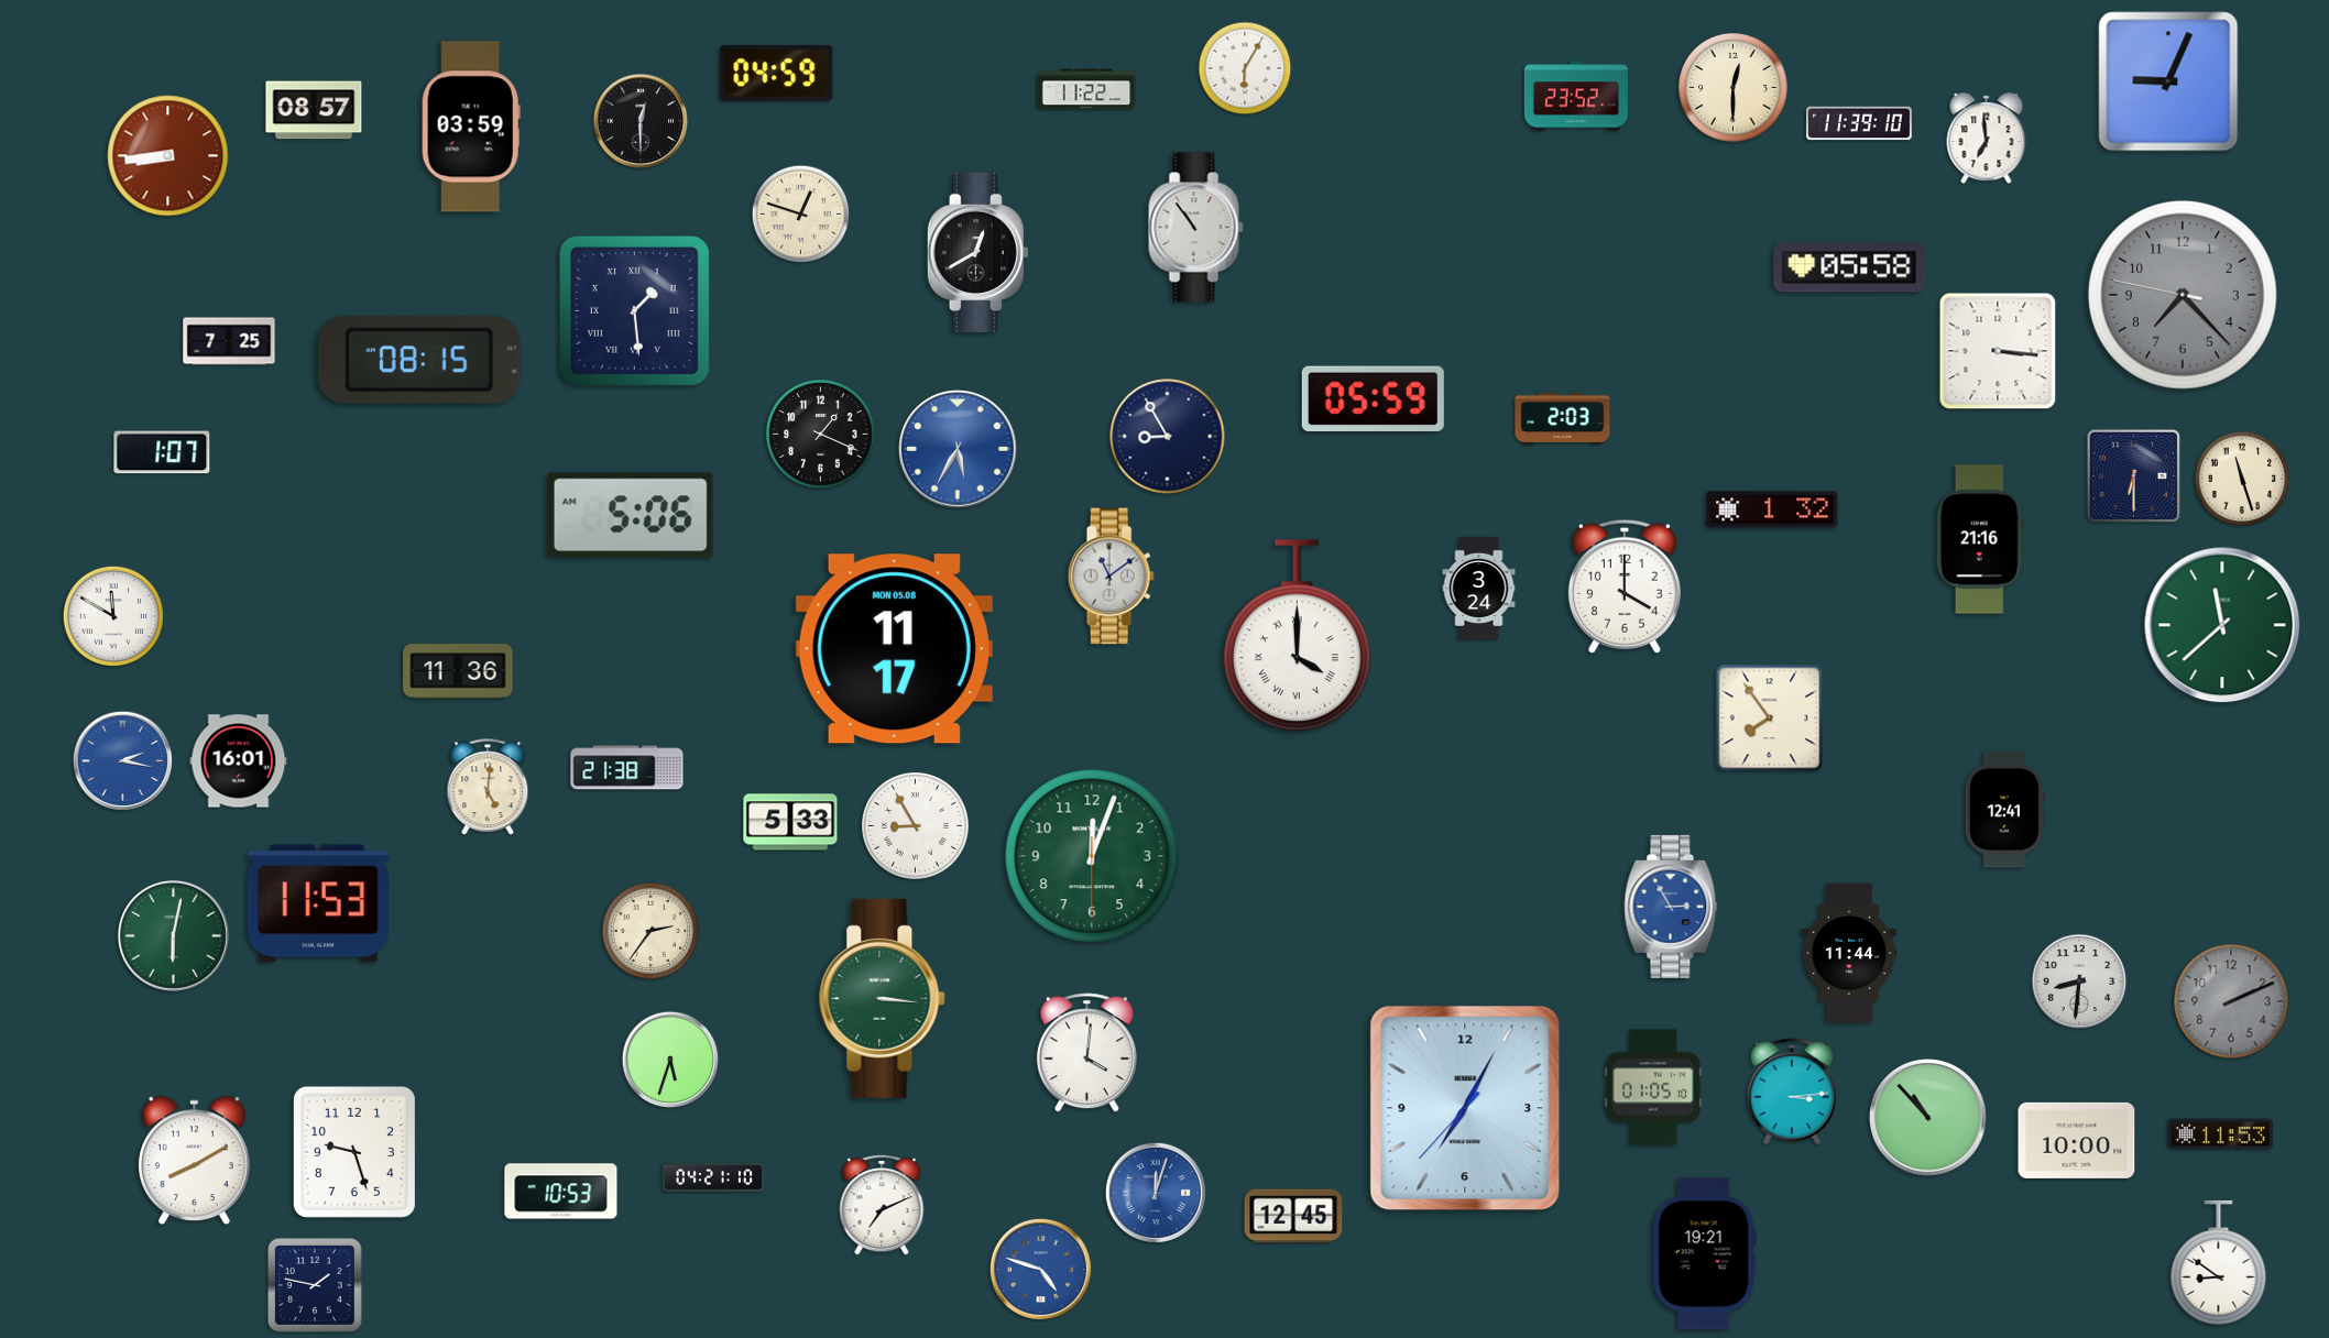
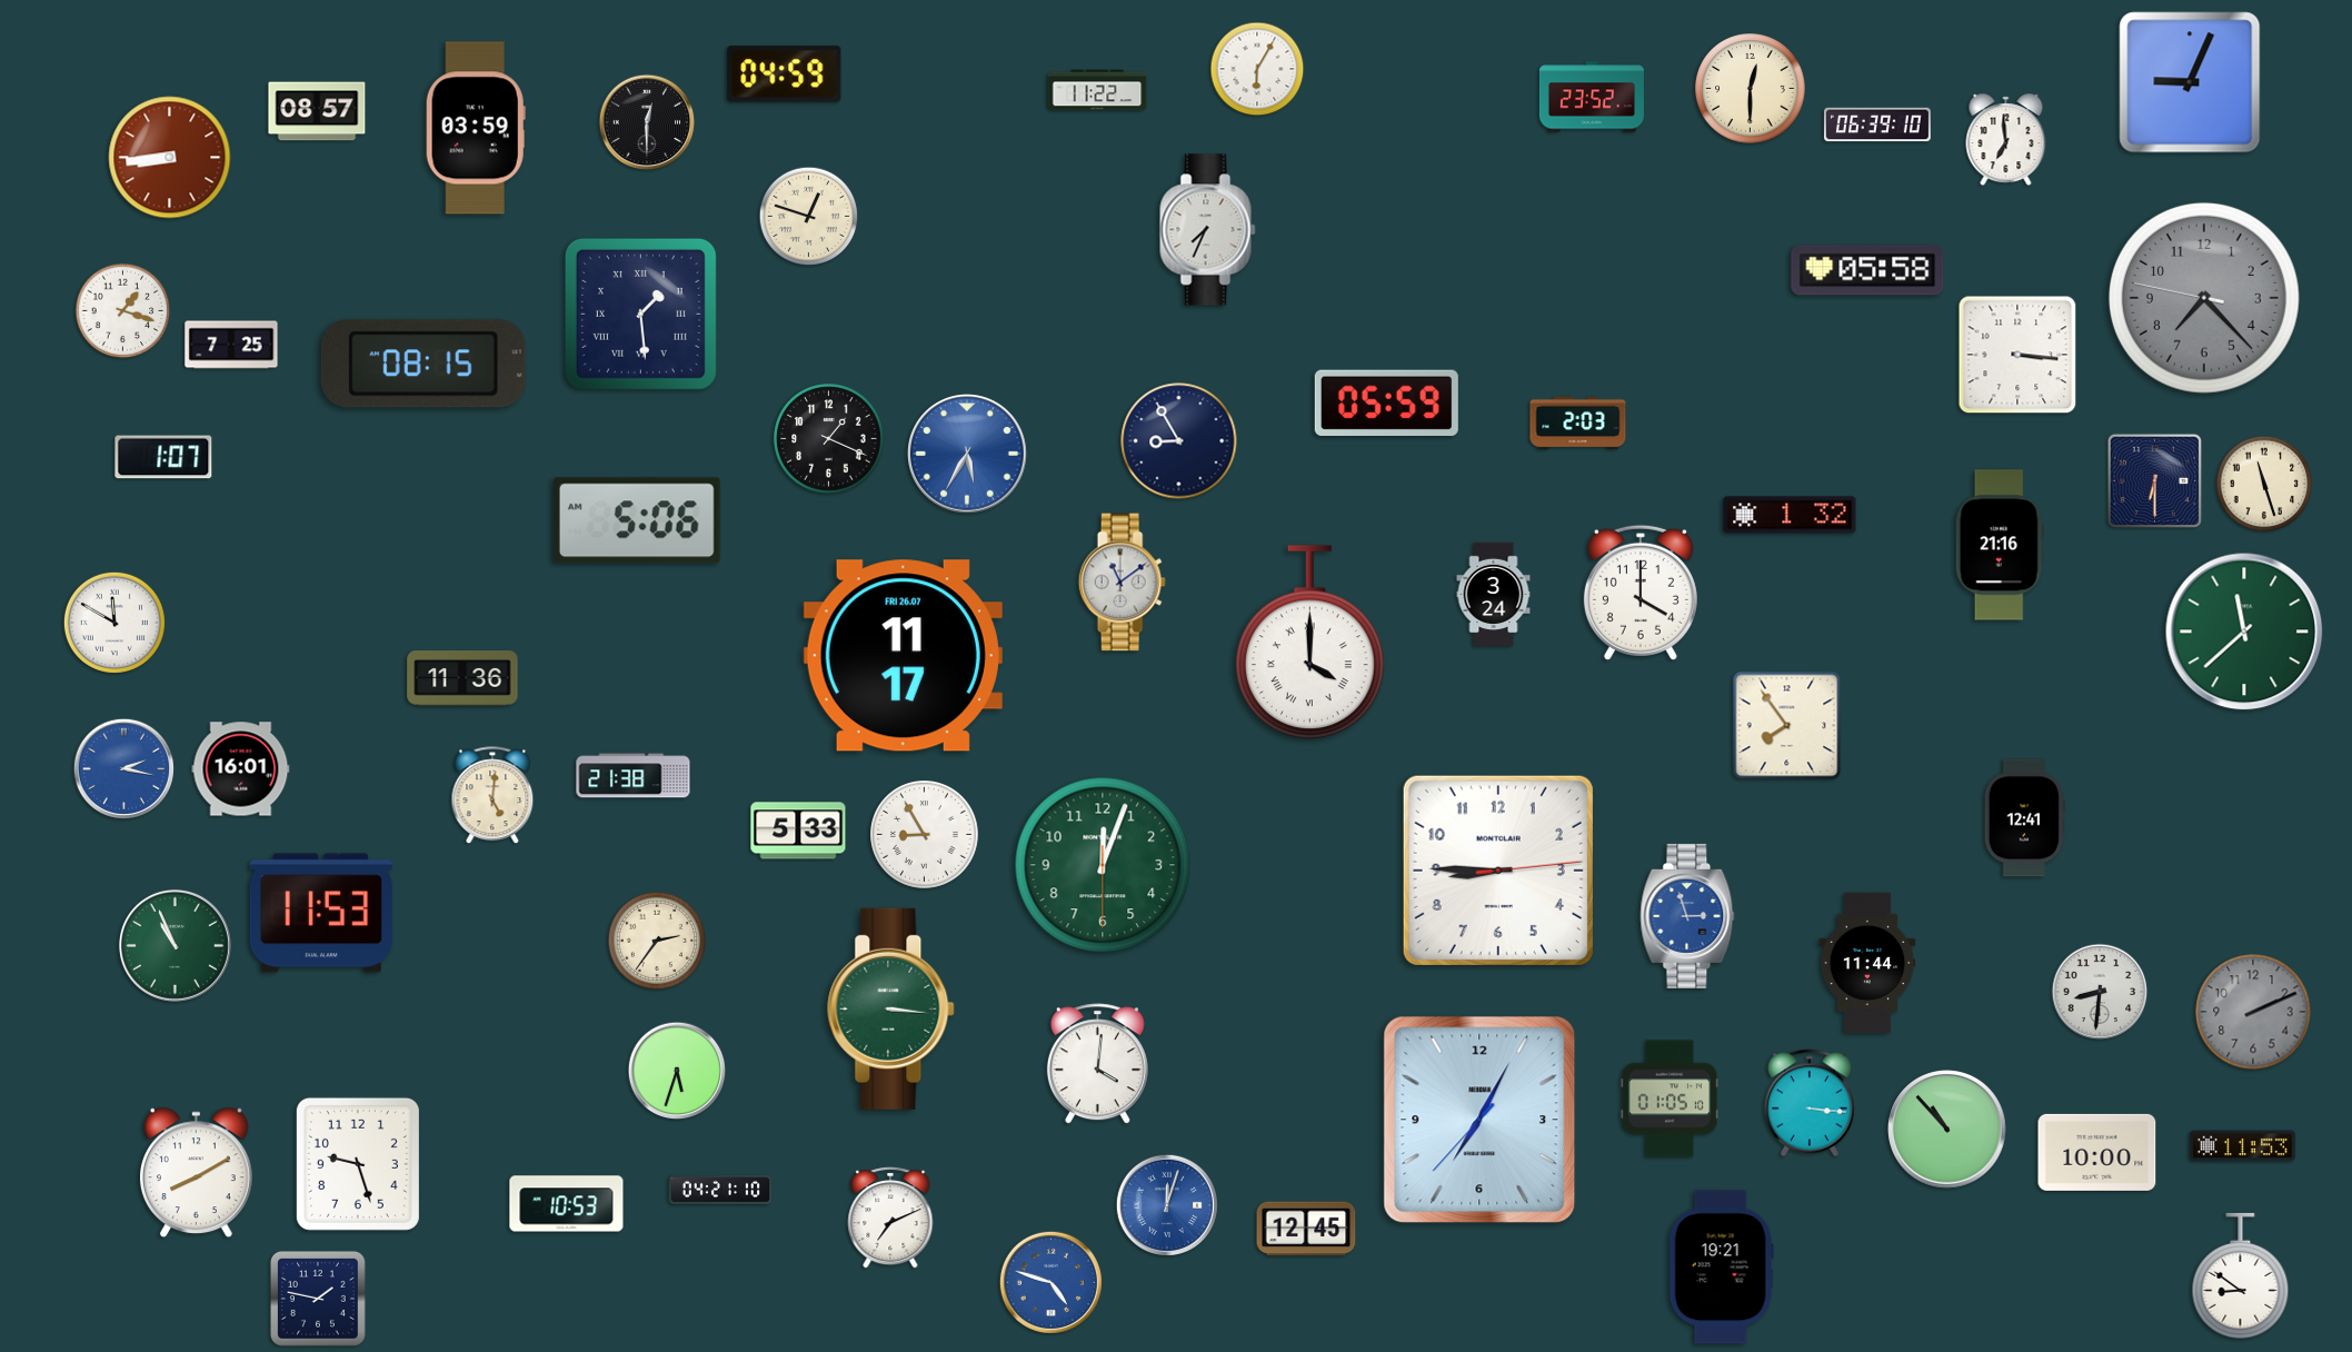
clock at (1859, 123): 11:39 -> 06:39
clock at (1196, 228): 10:54 -> 7:34
clock at (977, 252): 12:40 -> none
clock at (123, 311): none -> 1:18
clock at (894, 649) date: MON 05.08 -> FRI 26.07
clock at (1498, 871): none -> 8:45
clock at (1671, 907): 2:55 -> 2:57
clock at (173, 935): 6:02 -> 10:56
clock at (1792, 1092): 3:14 -> 3:16
